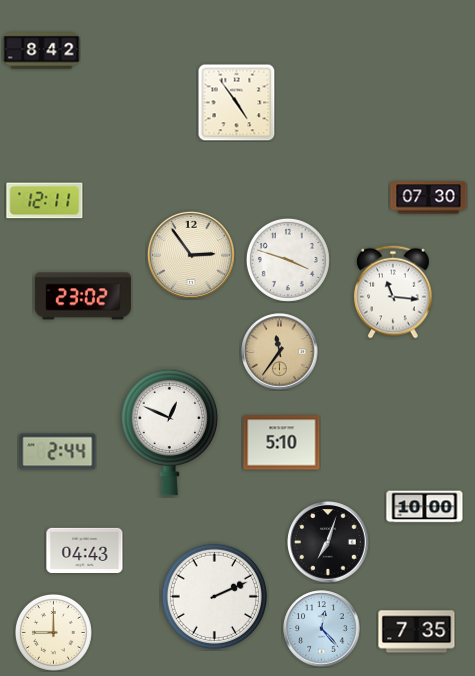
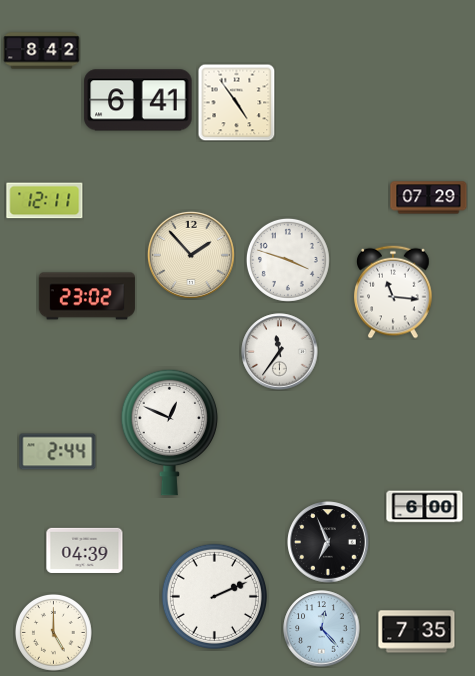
clock at (138, 100): none -> 6:41
clock at (429, 198): 07:30 -> 07:29
clock at (191, 255): 2:54 -> 1:53
clock at (83, 296) position: (83, 296) -> (87, 296)
clock at (280, 352) dial: champagne -> white
clock at (282, 443): 5:10 -> none
clock at (425, 507): 10:00 -> 6:00
clock at (328, 542): 7:03 -> 6:56
clock at (85, 550): 04:43 -> 04:39
clock at (53, 632): 9:00 -> 5:00
